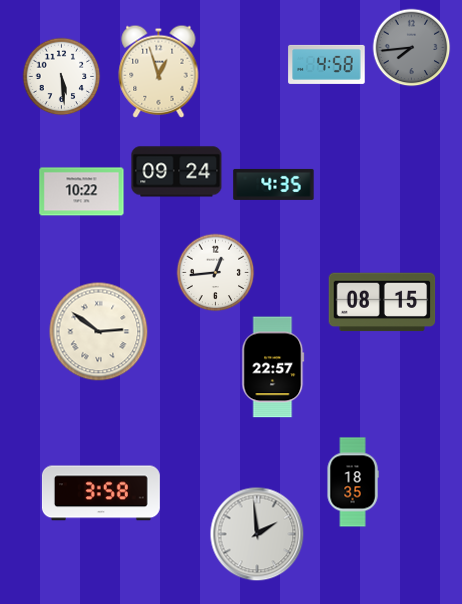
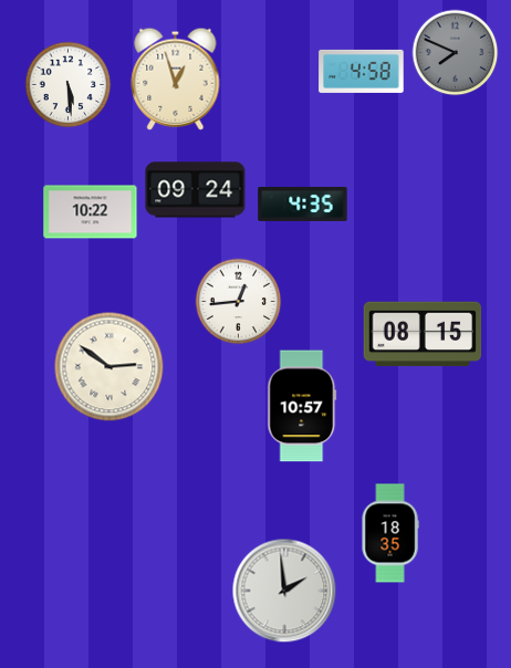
clock at (411, 47): 7:44 -> 7:49
clock at (273, 367): 22:57 -> 10:57
clock at (101, 493): 3:58 -> none
